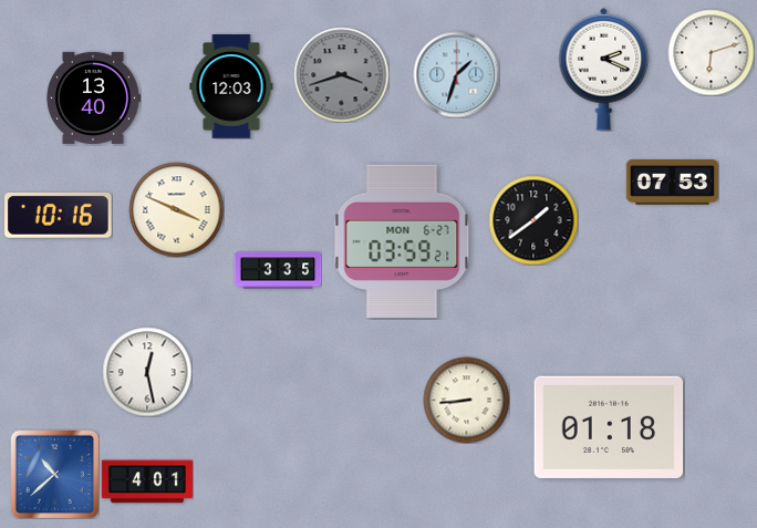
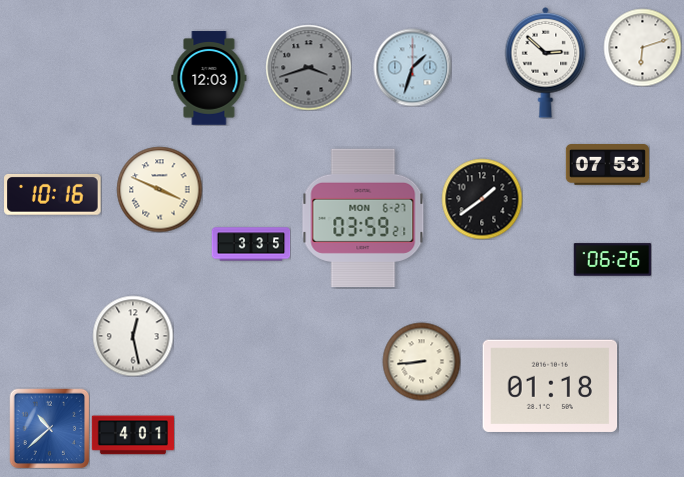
clock at (604, 70): 2:19 -> 2:52
clock at (93, 97): 13:40 -> none
clock at (612, 260): none -> 06:26
